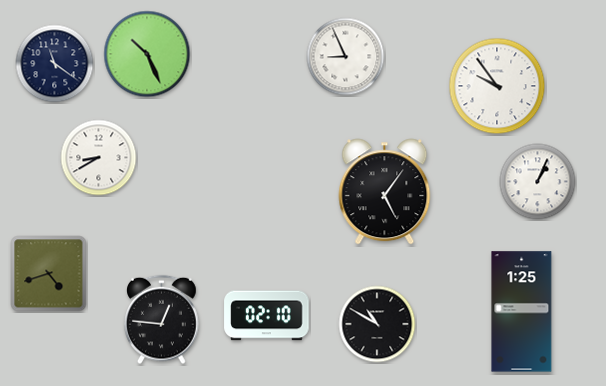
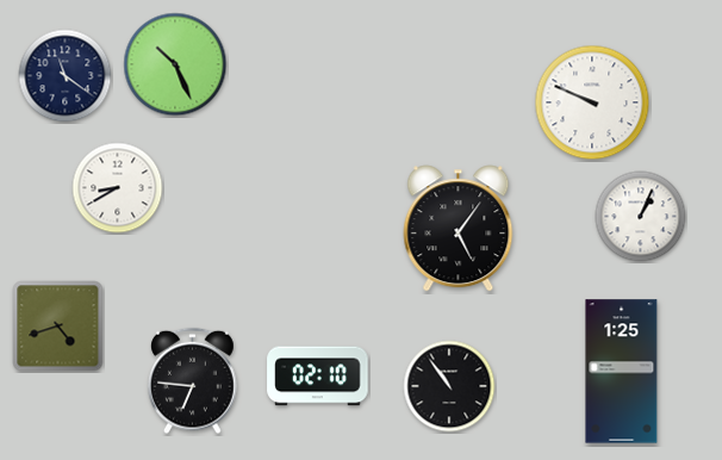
clock at (346, 57): 8:56 -> none
clock at (497, 86): 9:54 -> 9:49
clock at (162, 320): 12:46 -> 6:46
clock at (377, 324): 10:50 -> 10:54
